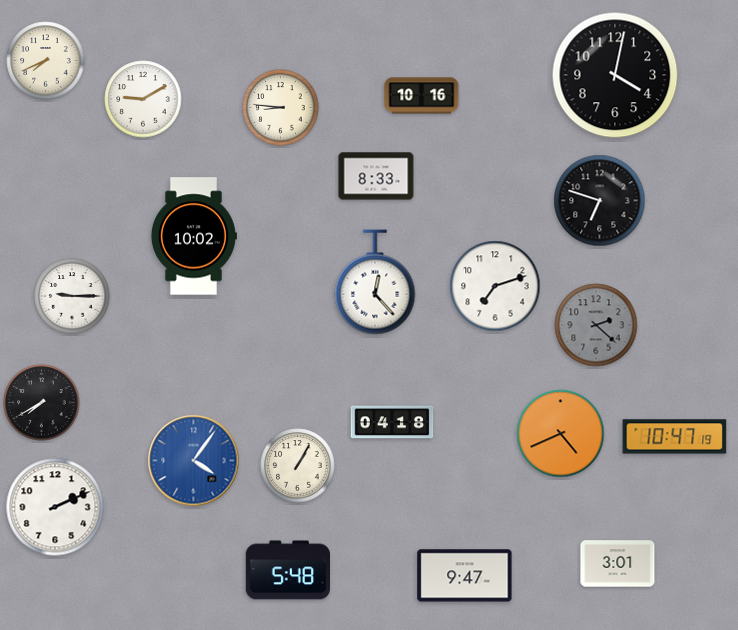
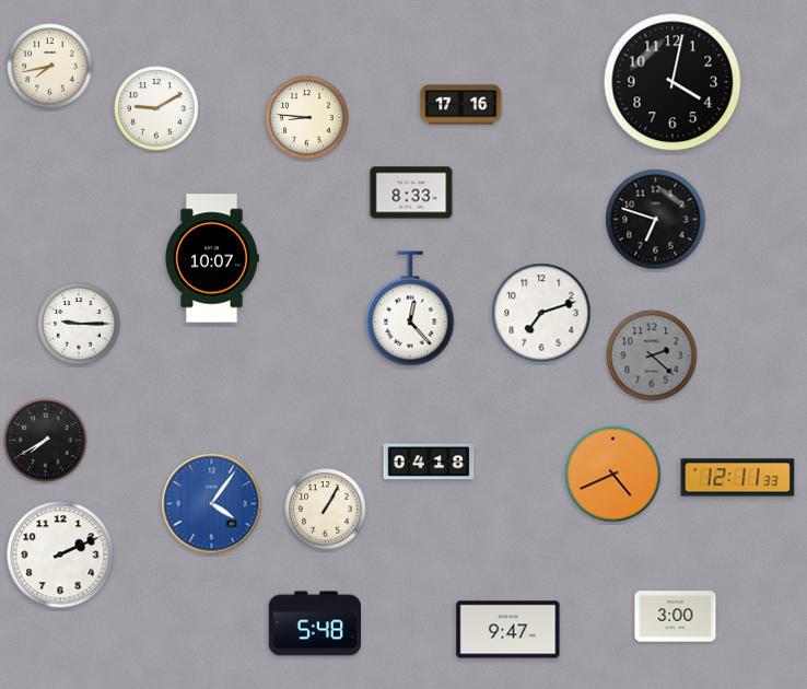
clock at (46, 61): 7:41 -> 7:43
clock at (422, 96): 10:16 -> 17:16
clock at (193, 236): 10:02 -> 10:07
clock at (675, 437): 10:47 -> 12:11
clock at (618, 564): 3:01 -> 3:00
